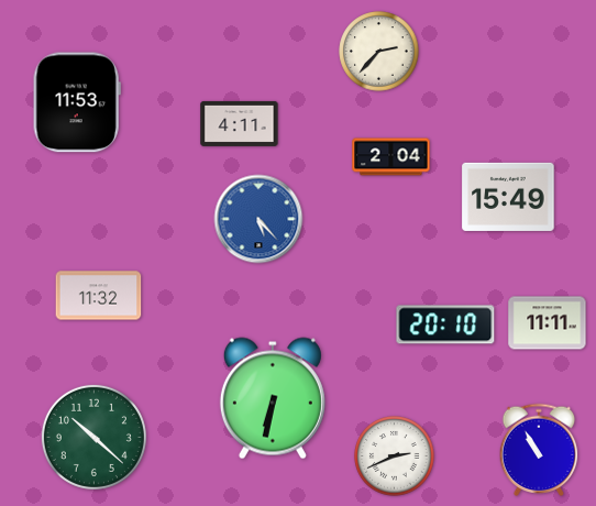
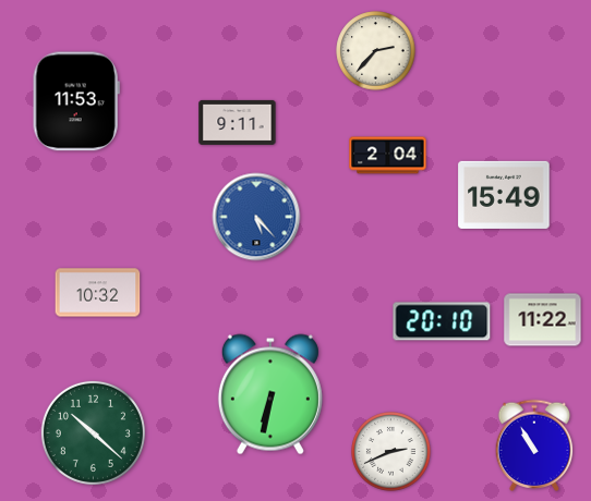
clock at (240, 123): 4:11 -> 9:11
clock at (99, 296): 11:32 -> 10:32
clock at (548, 323): 11:11 -> 11:22
